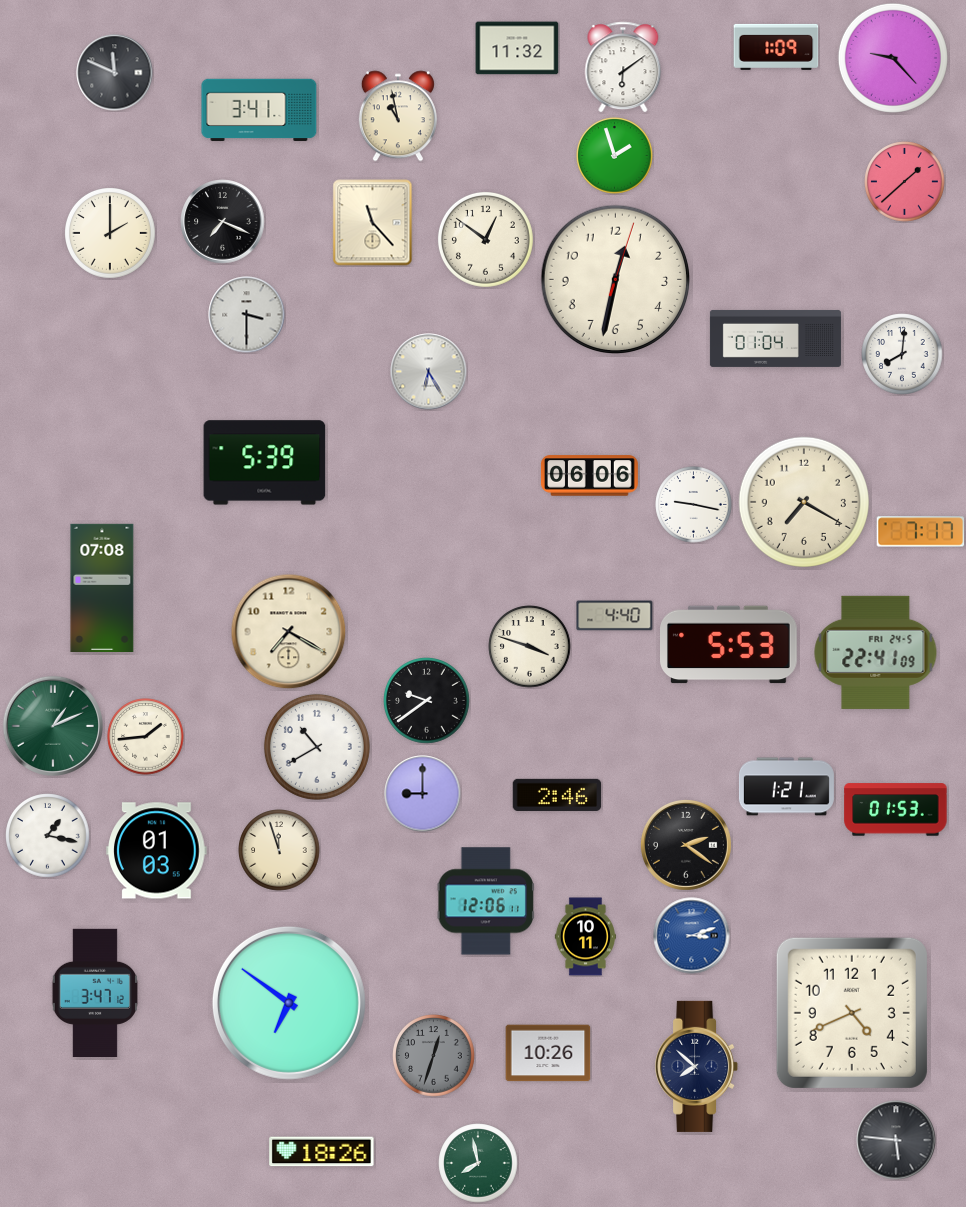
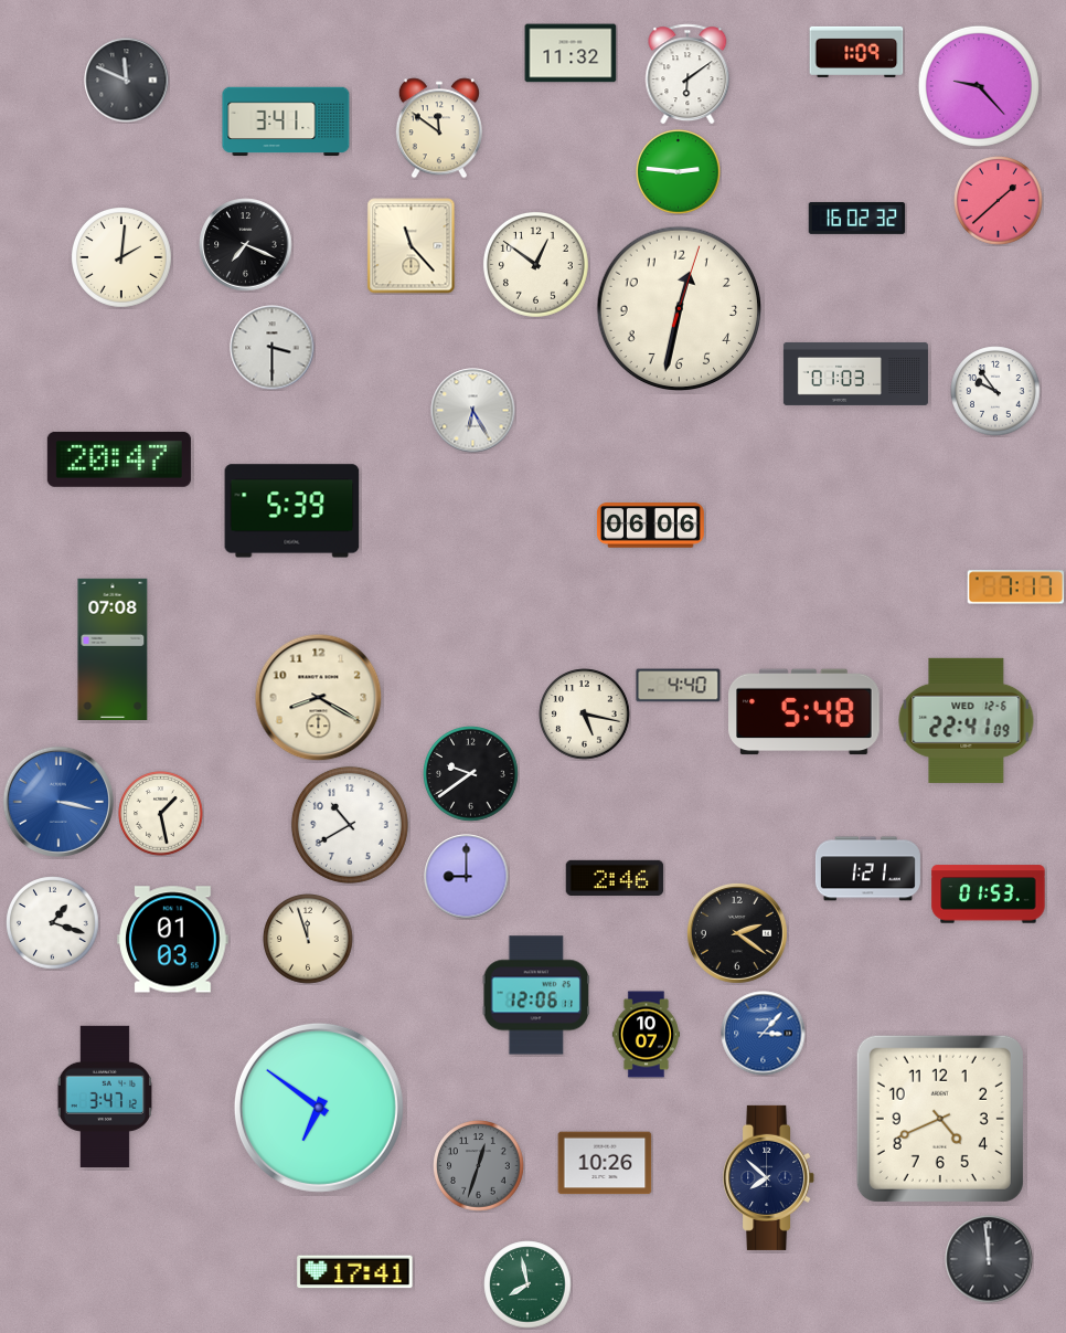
clock at (893, 58) position: (893, 58) -> (979, 86)
clock at (398, 116): 10:58 -> 11:51
clock at (615, 156): 1:57 -> 2:46
clock at (857, 218): none -> 16:02
clock at (111, 234): 2:00 -> 2:01
clock at (775, 338): 01:04 -> 01:03
clock at (902, 354): 8:01 -> 9:54
clock at (119, 459): none -> 20:47
clock at (804, 502): 7:20 -> none
clock at (694, 505): 9:17 -> none
clock at (615, 616) position: (615, 616) -> (679, 686)
clock at (289, 632): 7:20 -> 8:20
clock at (729, 645): 5:53 -> 5:48
clock at (530, 647): 3:48 -> 5:17
clock at (876, 652) date: FRI 24-5 -> WED 12-6
clock at (53, 726): 1:11 -> 3:17
clock at (53, 726) dial: green -> blue
clock at (146, 737): 1:44 -> 1:28
clock at (48, 836): 1:17 -> 1:18
clock at (686, 845) position: (686, 845) -> (737, 933)
clock at (692, 936): 3:12 -> 3:07
clock at (585, 937): 10:11 -> 10:07
clock at (896, 1140): 5:46 -> 11:59
clock at (322, 1152): 18:26 -> 17:41
